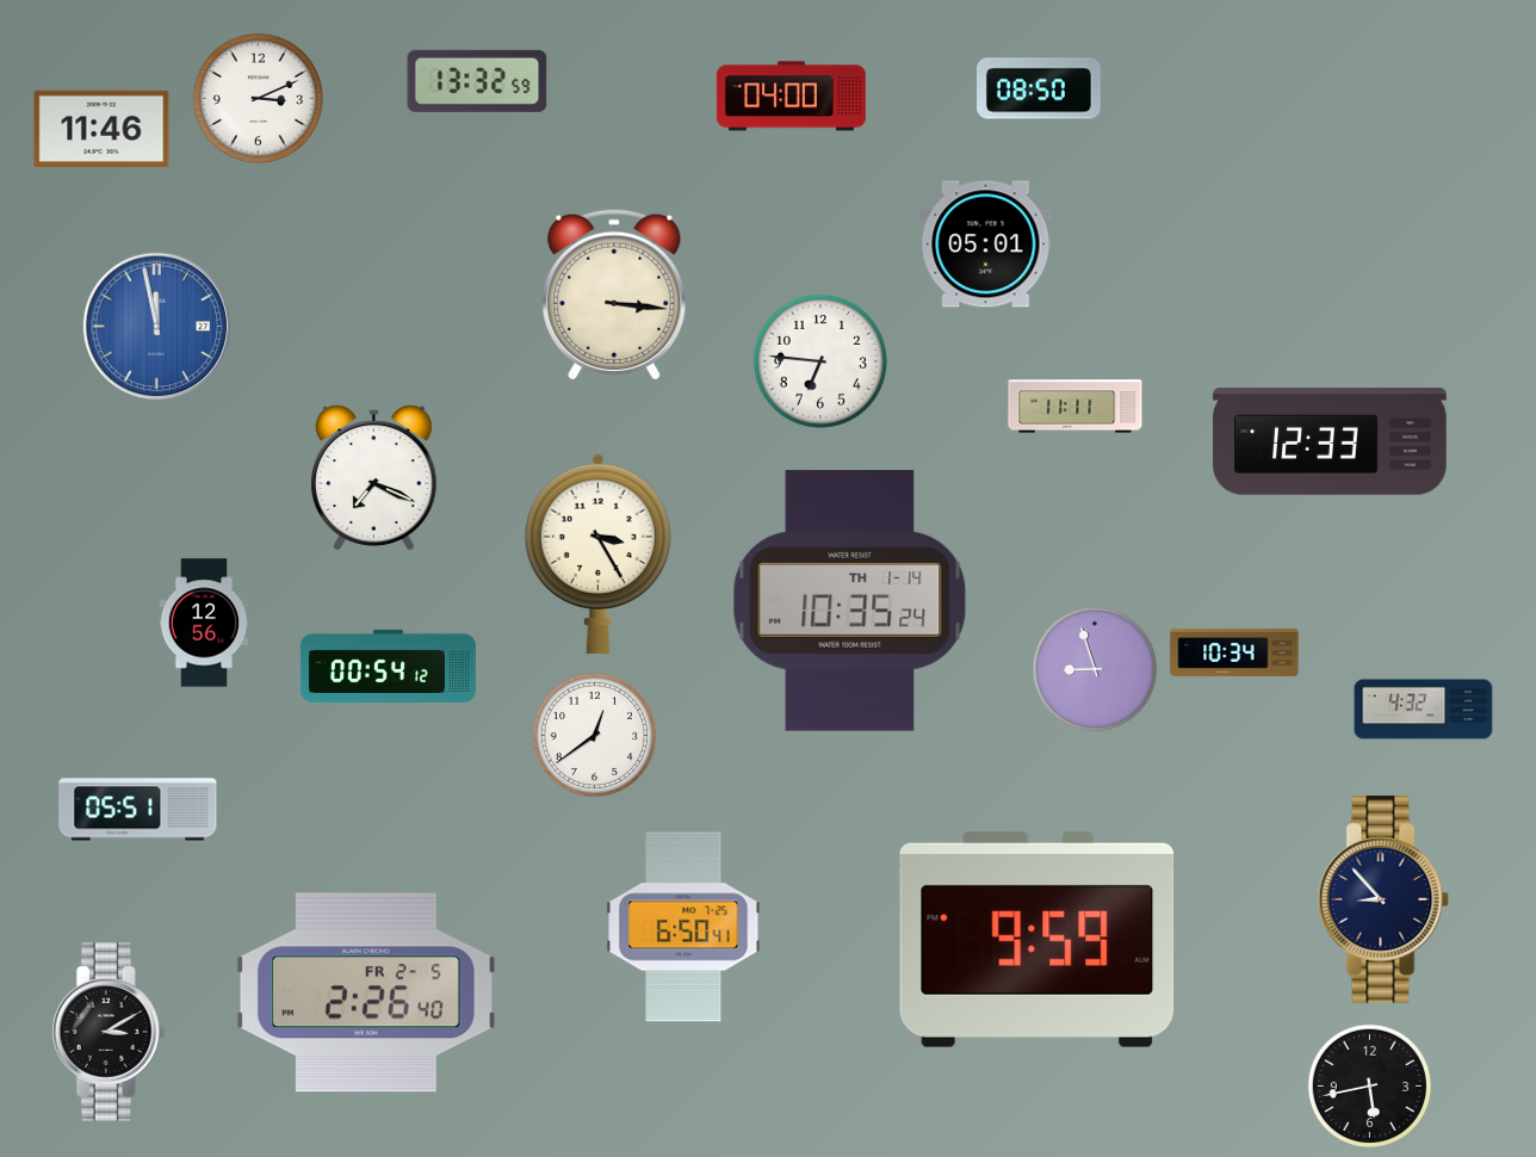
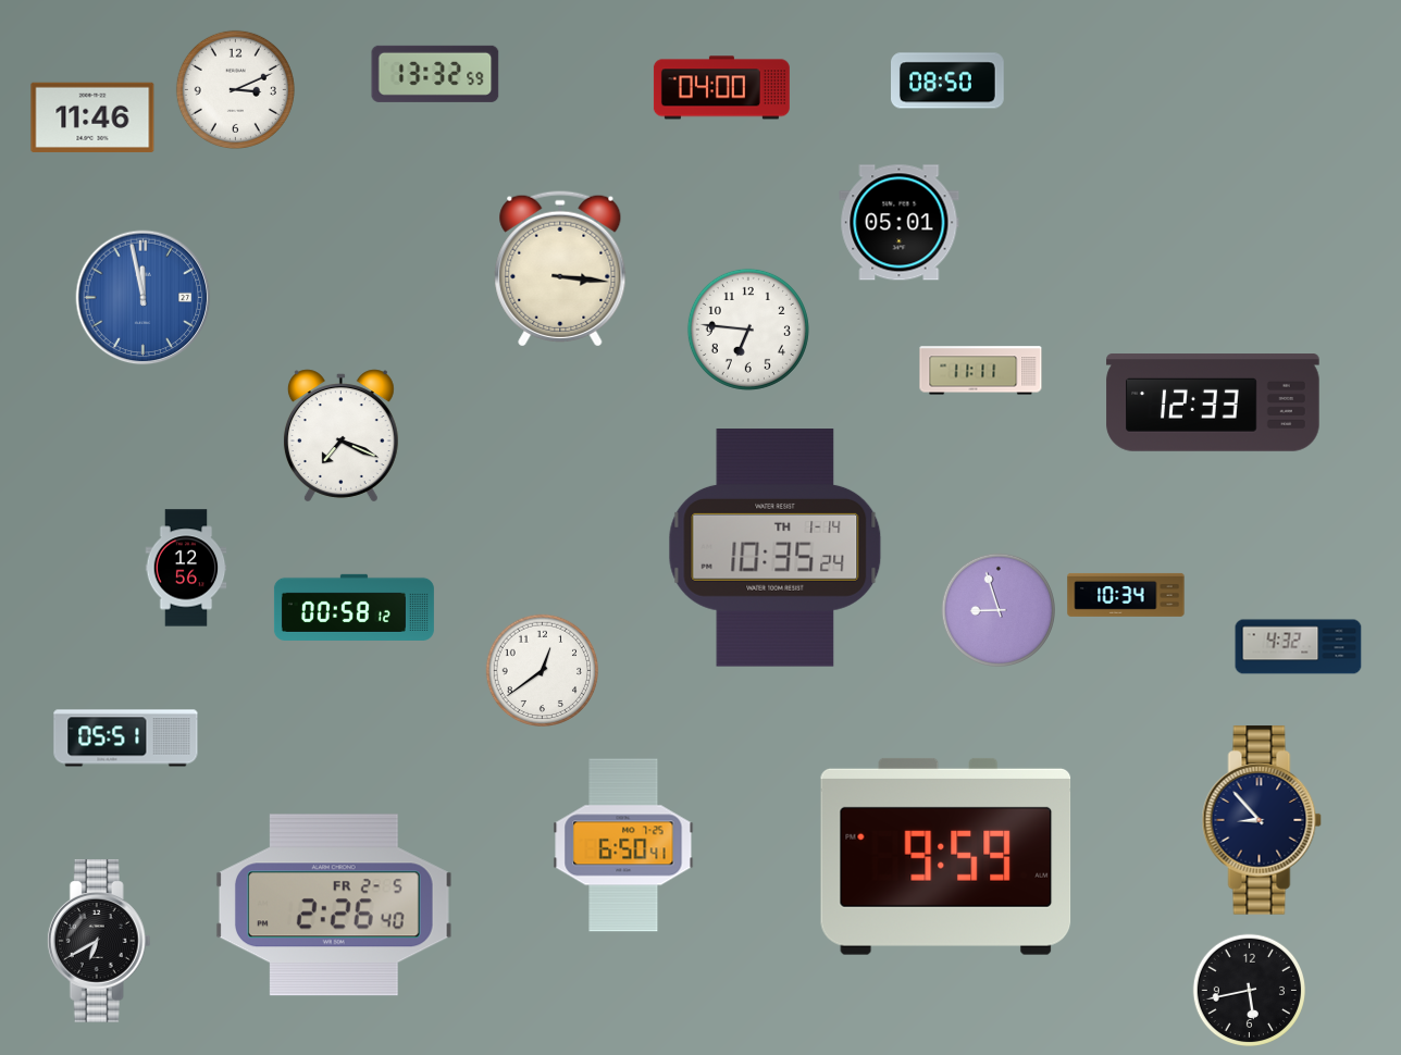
clock at (597, 553): 3:25 -> none
clock at (388, 666): 00:54 -> 00:58
clock at (109, 1033): 3:10 -> 6:40
